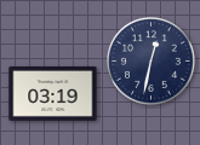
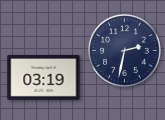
clock at (152, 62): 12:32 -> 2:32
